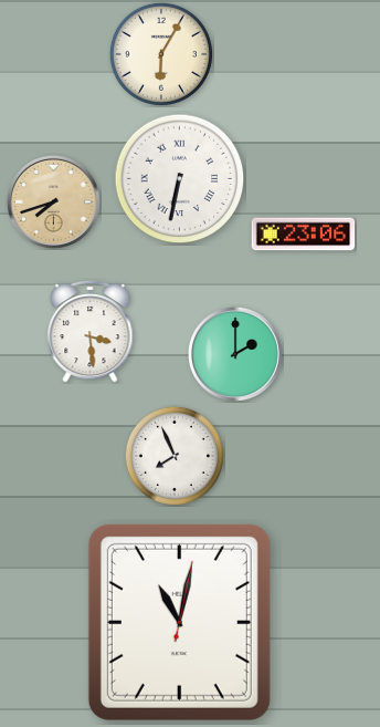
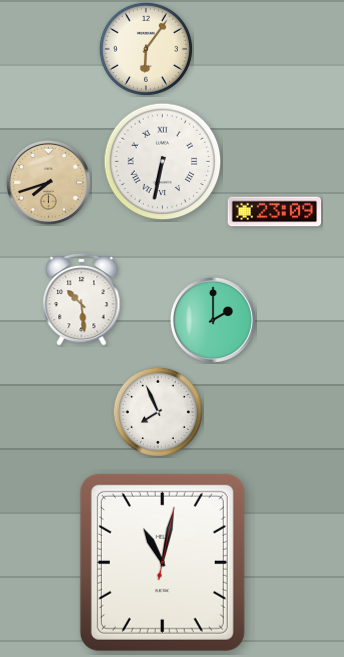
clock at (161, 54): 6:05 -> 6:06
clock at (304, 235): 23:06 -> 23:09
clock at (91, 331): 3:29 -> 10:29
